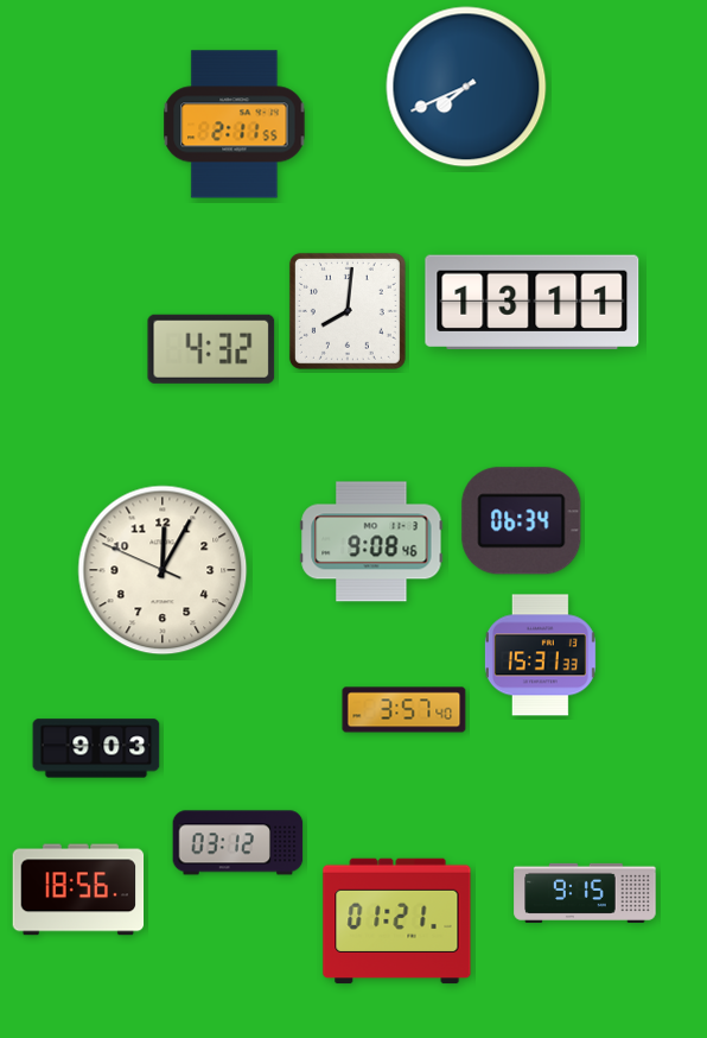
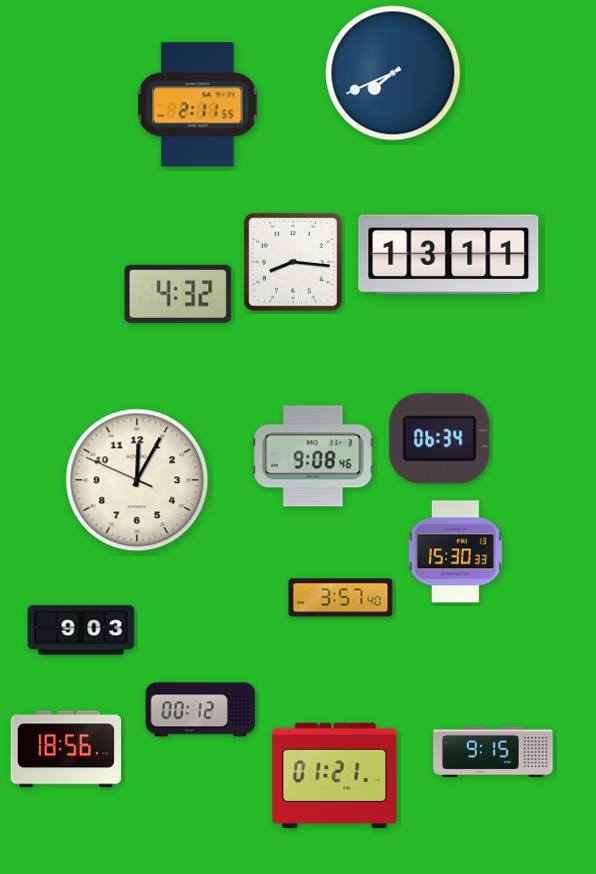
clock at (348, 311): 8:01 -> 8:16
clock at (540, 656): 15:31 -> 15:30
clock at (238, 843): 03:12 -> 00:12
